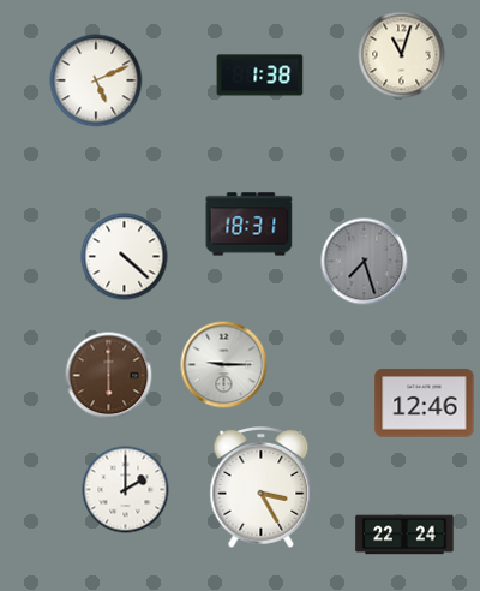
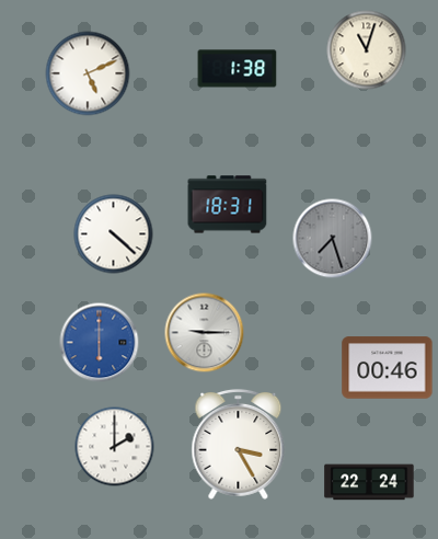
clock at (109, 376) dial: brown -> blue
clock at (425, 404): 12:46 -> 00:46
clock at (404, 535) position: (404, 535) -> (369, 482)
